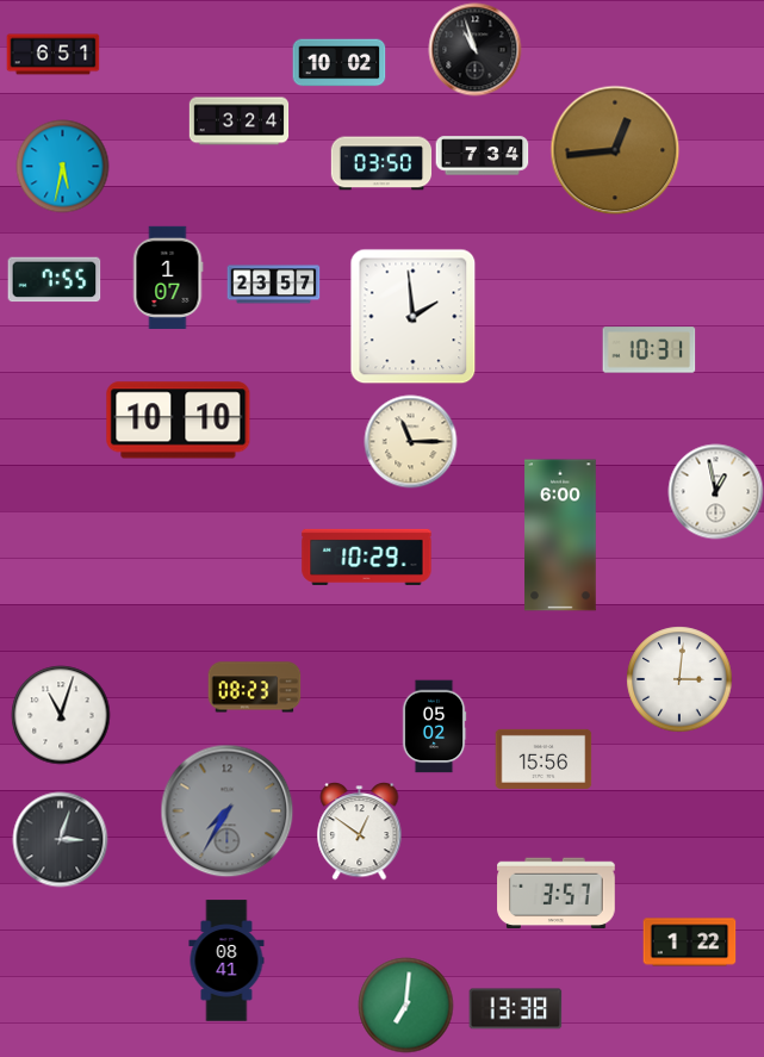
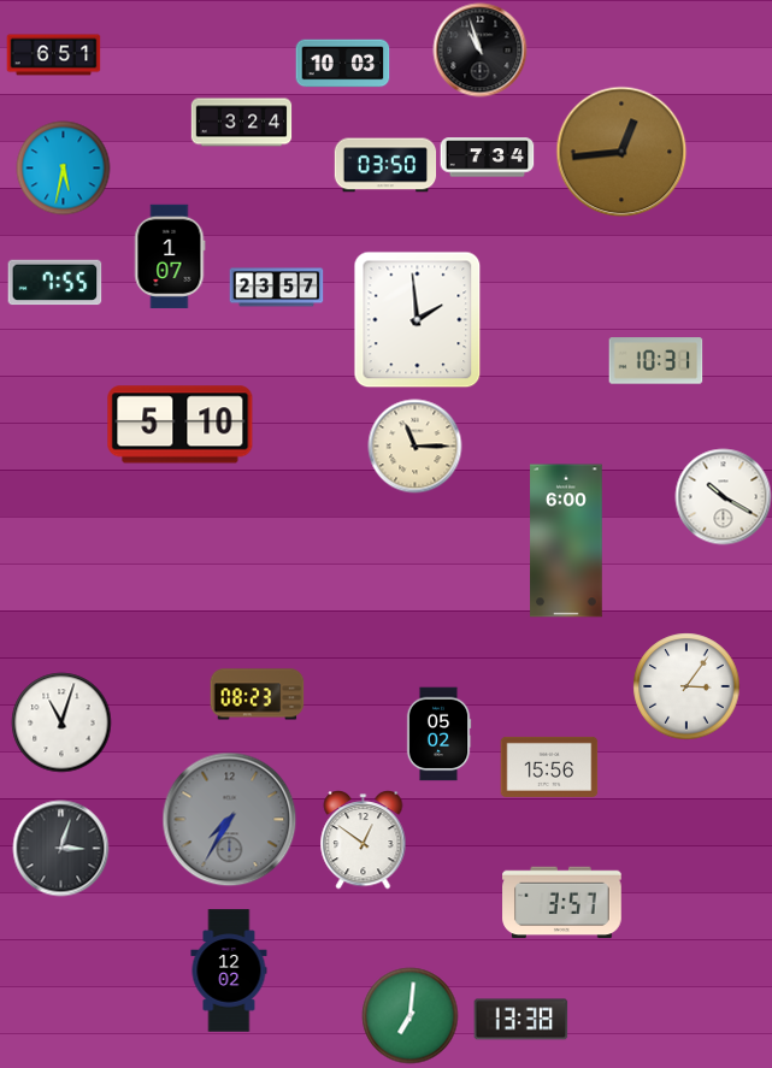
clock at (338, 63): 10:02 -> 10:03
clock at (168, 278) position: (168, 278) -> (170, 256)
clock at (648, 350) position: (648, 350) -> (655, 361)
clock at (179, 421): 10:10 -> 5:10
clock at (715, 491): 12:58 -> 10:20
clock at (367, 557): 10:29 -> none
clock at (679, 679): 3:01 -> 3:06
clock at (689, 943): 1:22 -> none
clock at (226, 960): 08:41 -> 12:02
